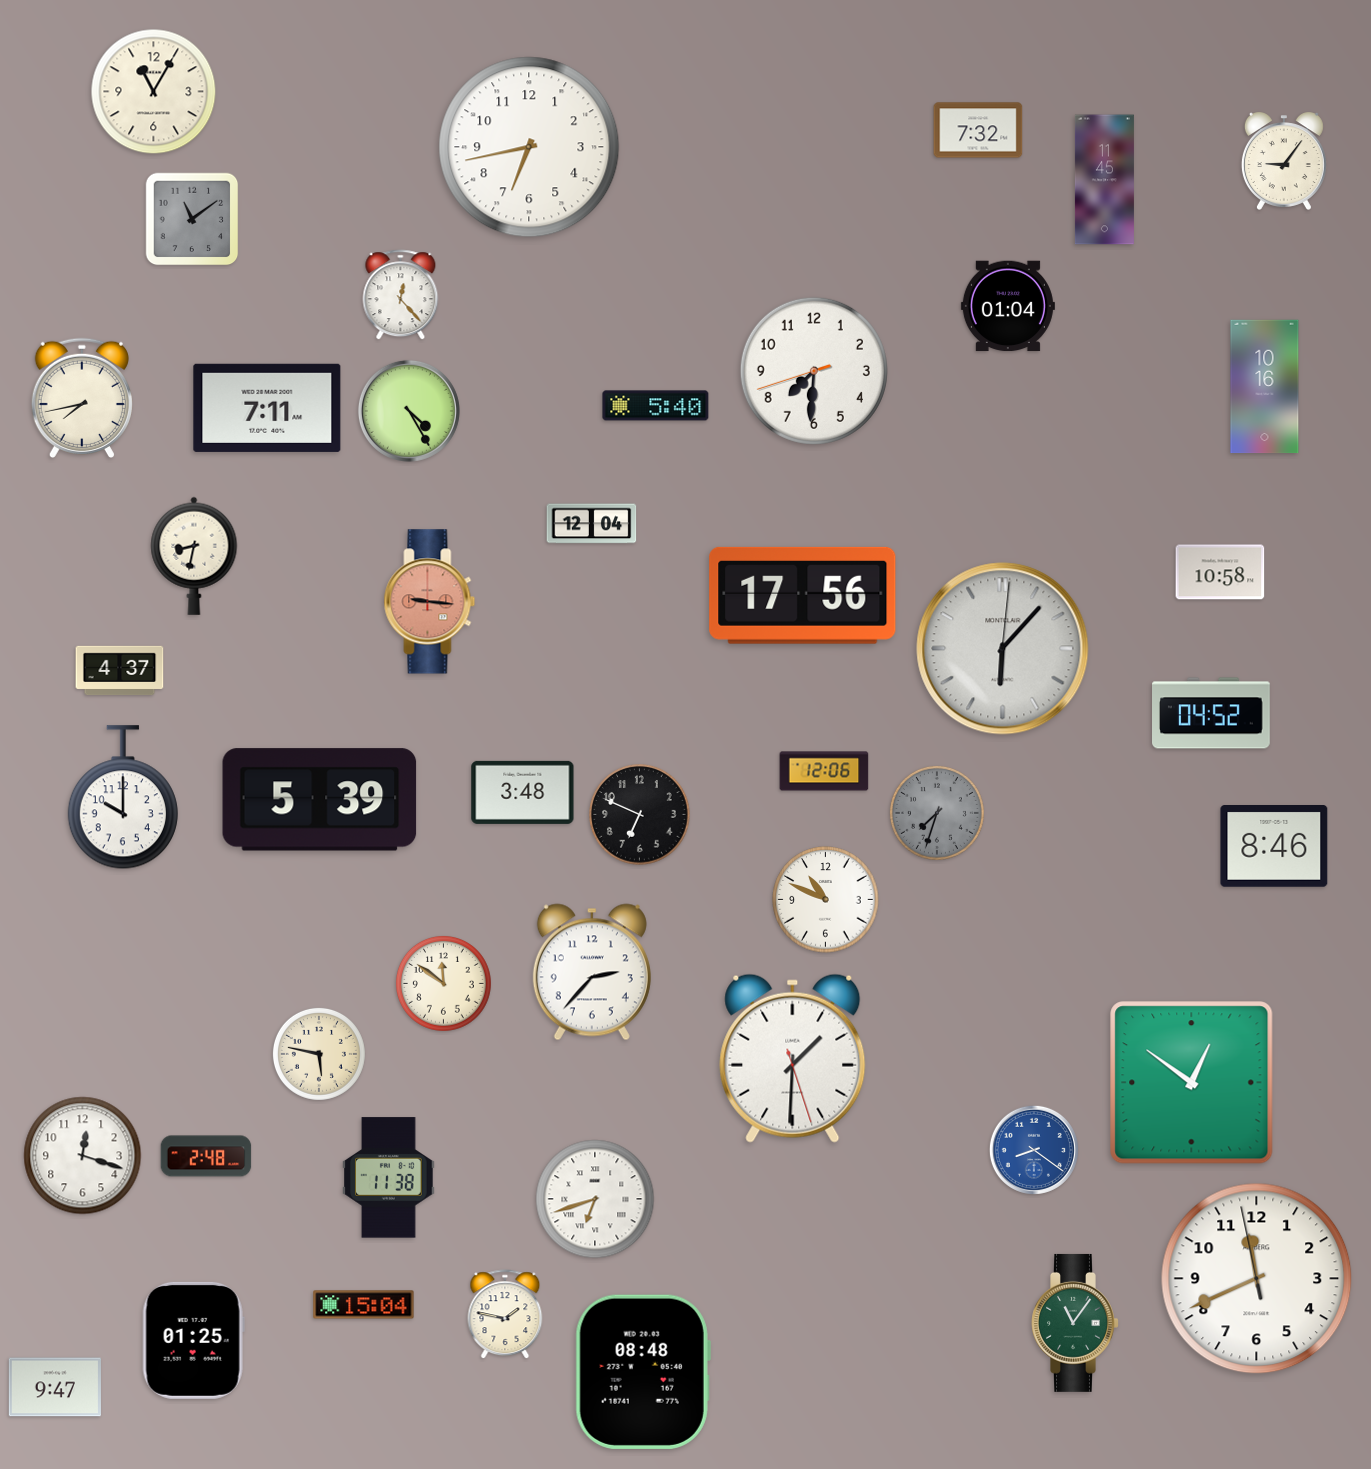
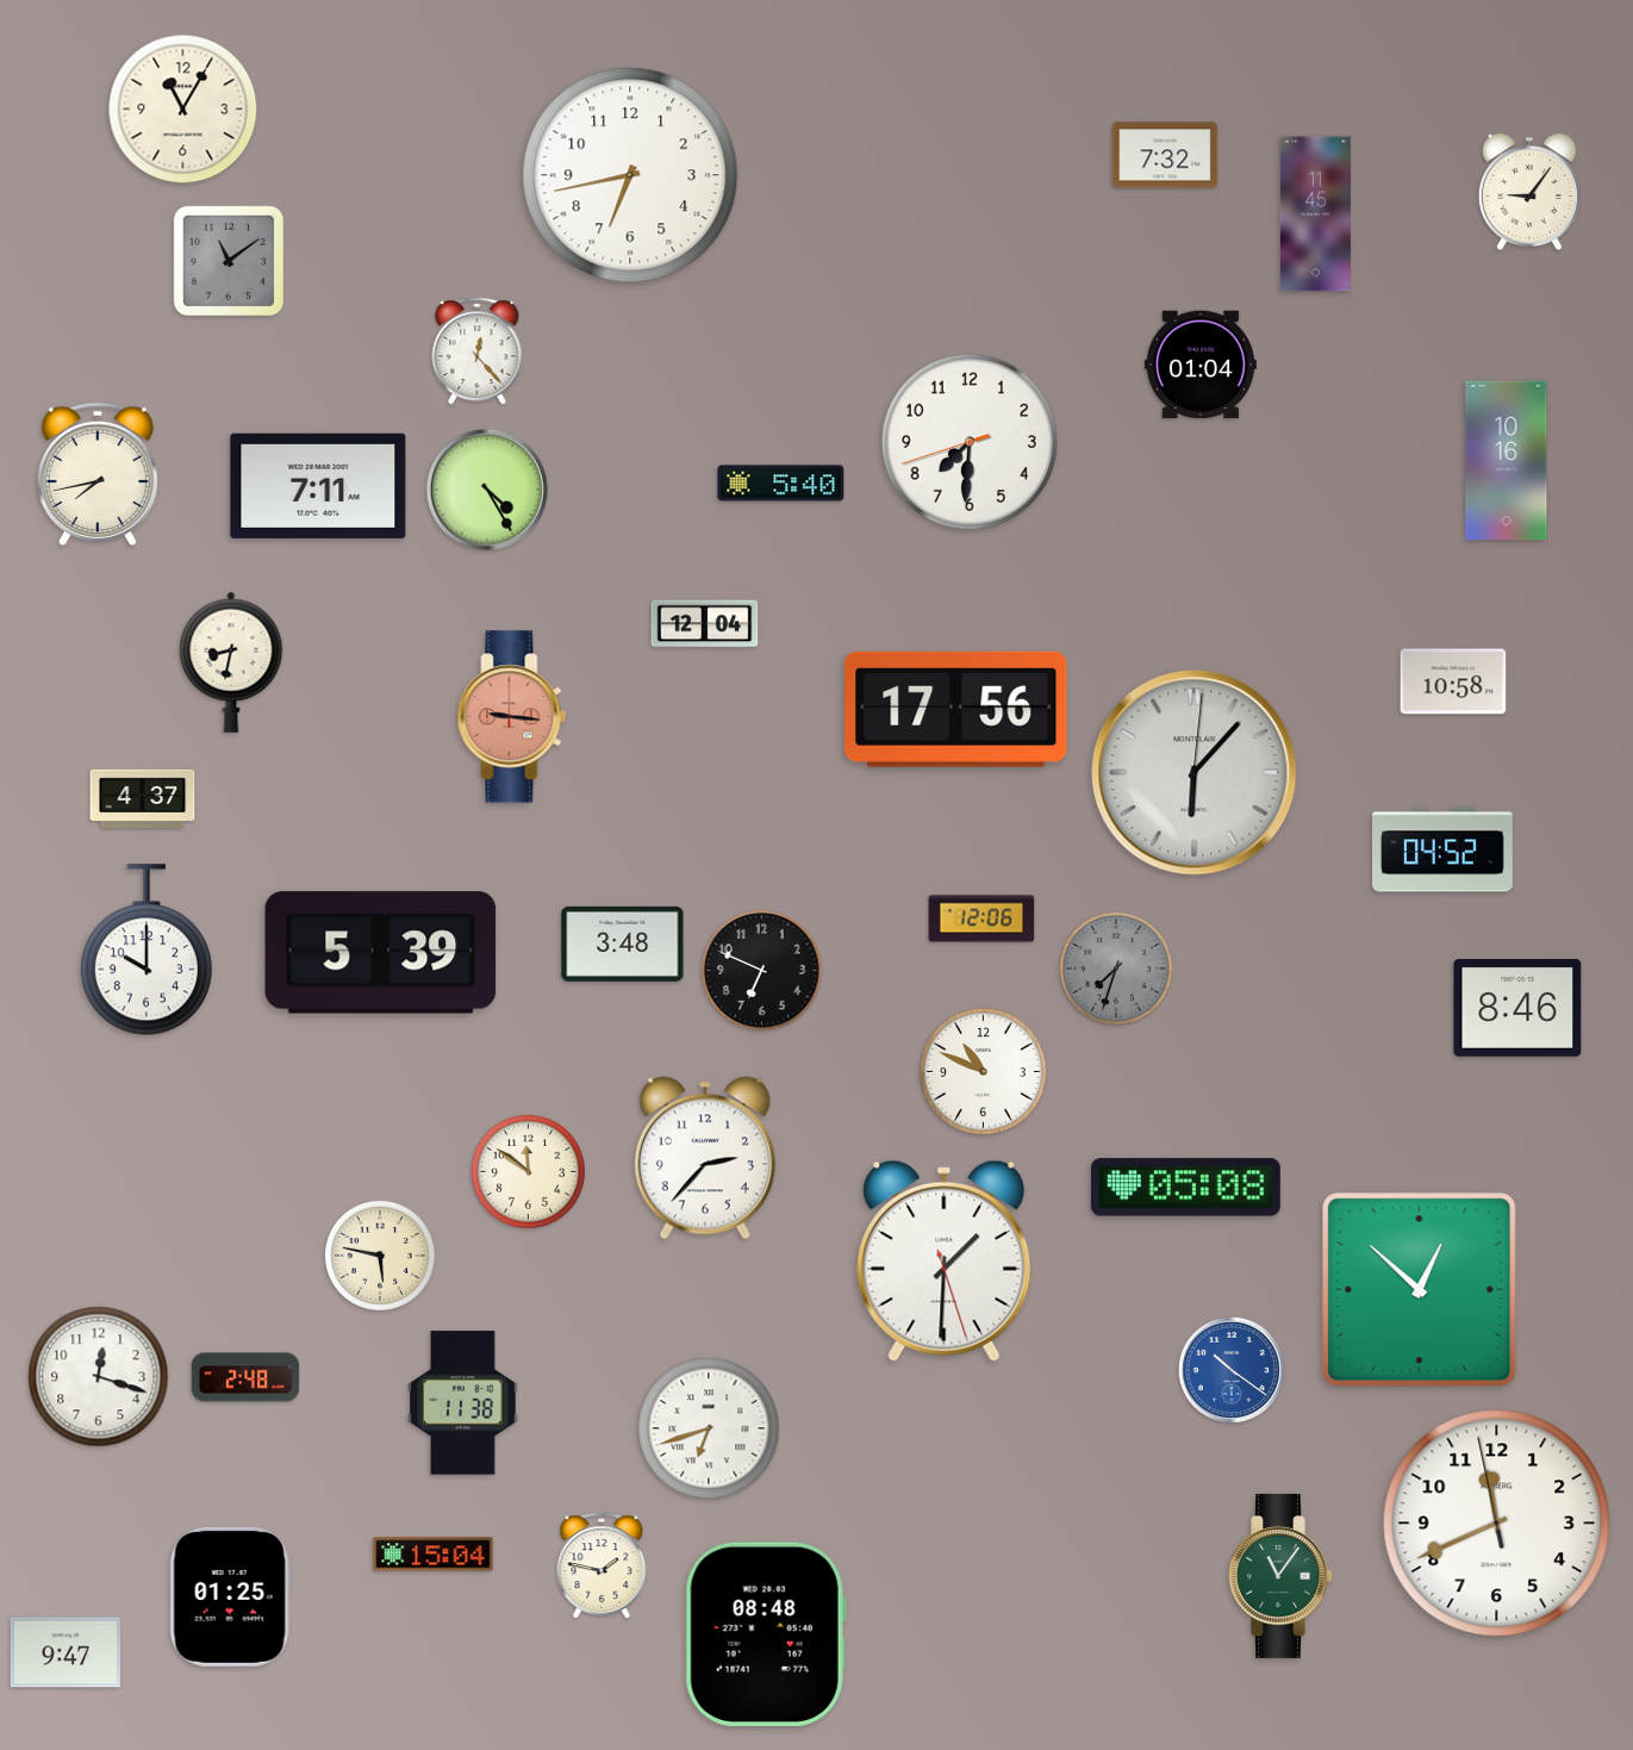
clock at (1185, 1188): none -> 05:08
clock at (1192, 1083): 12:51 -> 12:52
clock at (1034, 1150): 8:21 -> 10:21
